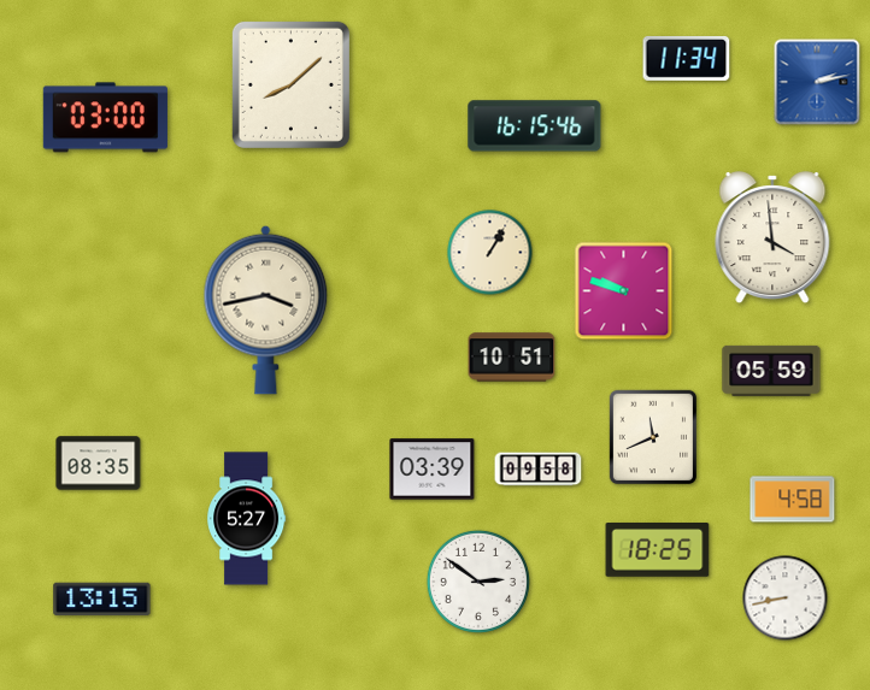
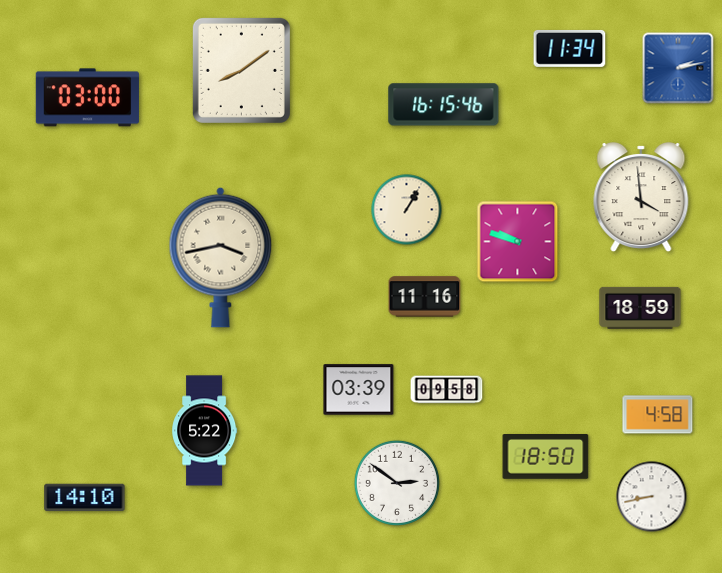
clock at (290, 84): 8:08 -> 8:09
clock at (512, 358): 10:51 -> 11:16
clock at (771, 371): 05:59 -> 18:59
clock at (652, 436): 11:41 -> none
clock at (99, 464): 08:35 -> none
clock at (247, 519): 5:27 -> 5:22
clock at (658, 550): 18:25 -> 18:50
clock at (102, 600): 13:15 -> 14:10
